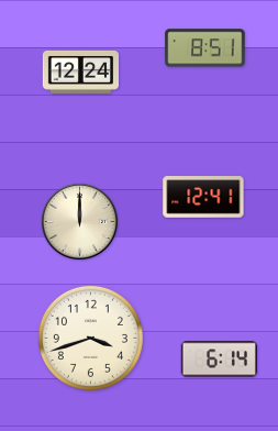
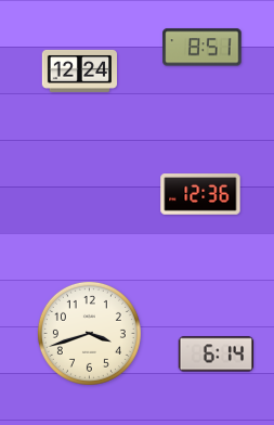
clock at (203, 197): 12:41 -> 12:36
clock at (79, 221): 12:00 -> none
